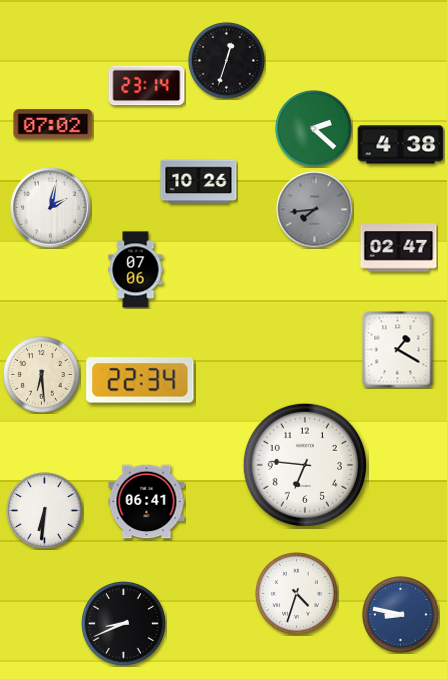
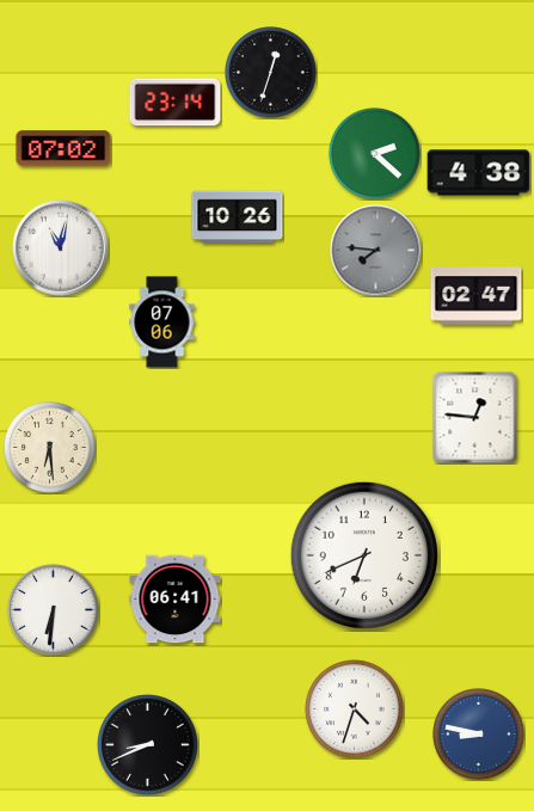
clock at (51, 208): 2:02 -> 11:02
clock at (315, 210): 7:44 -> 7:46
clock at (398, 349): 1:20 -> 12:46
clock at (140, 380): 22:34 -> none
clock at (305, 465): 6:46 -> 6:41
